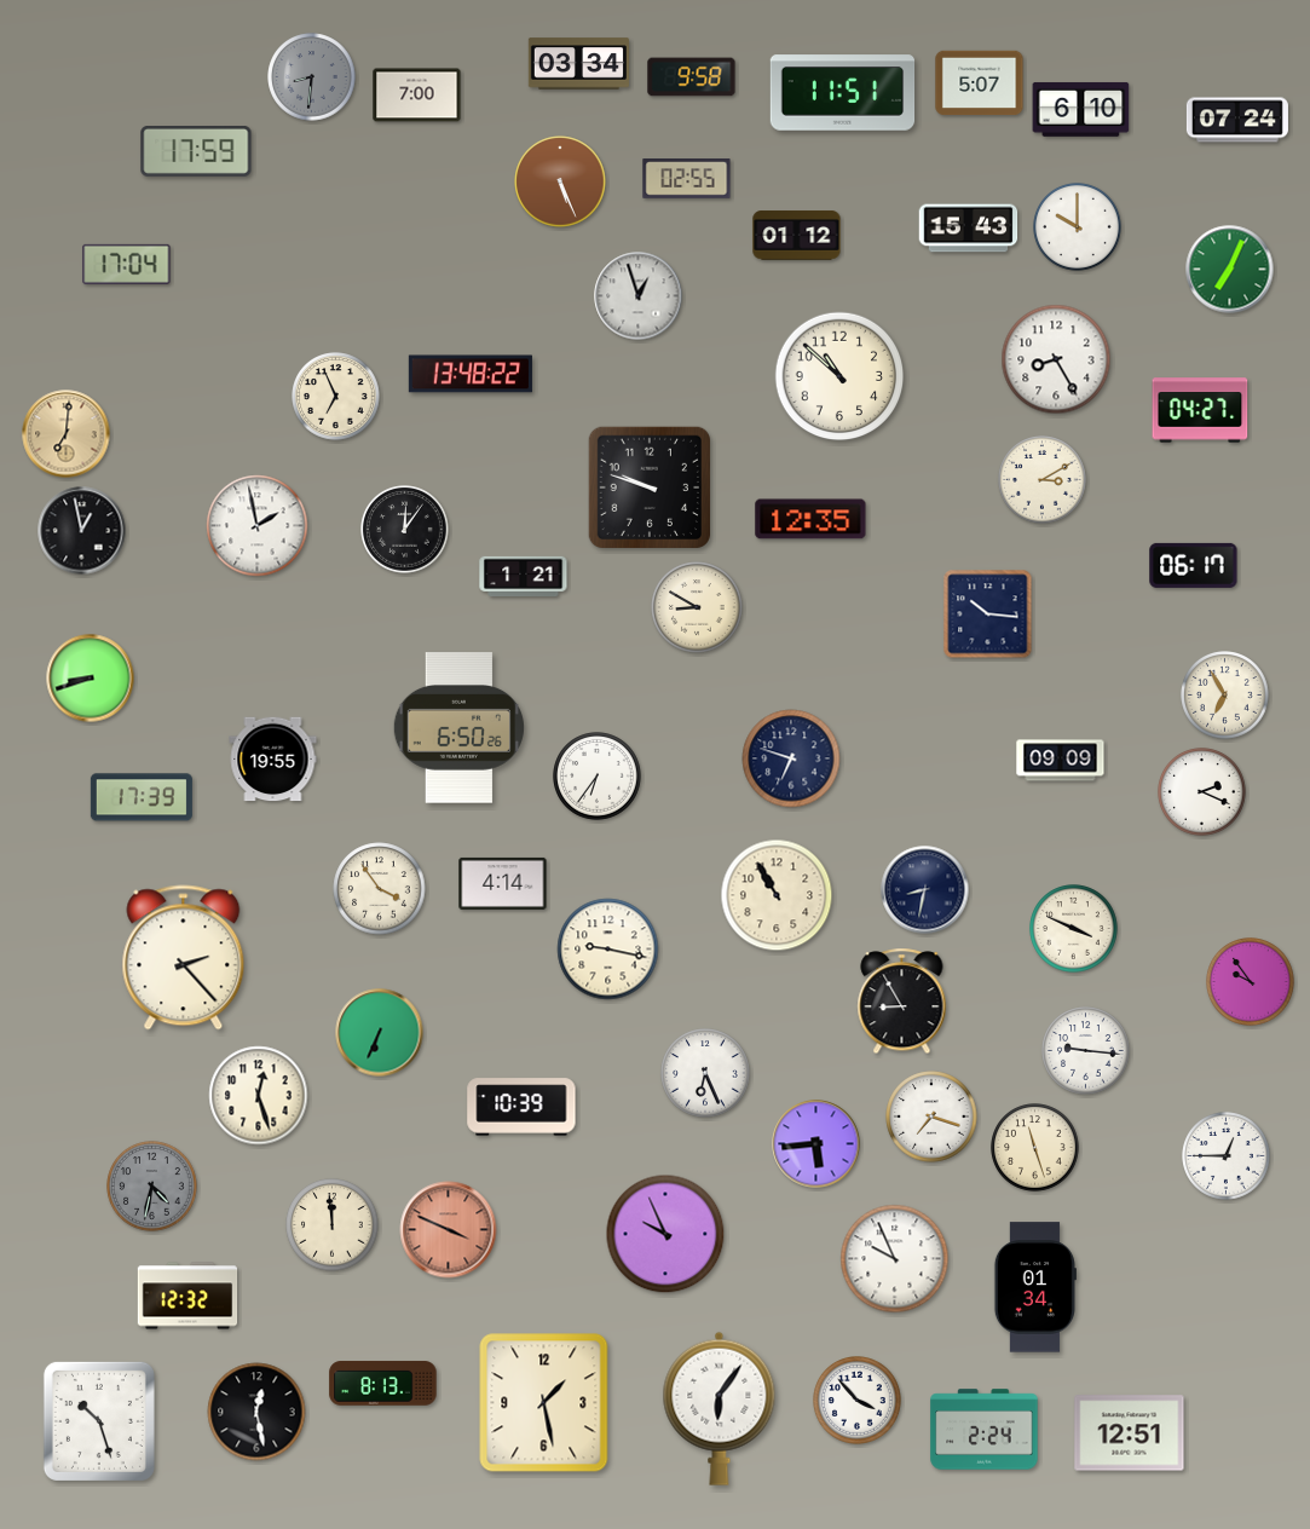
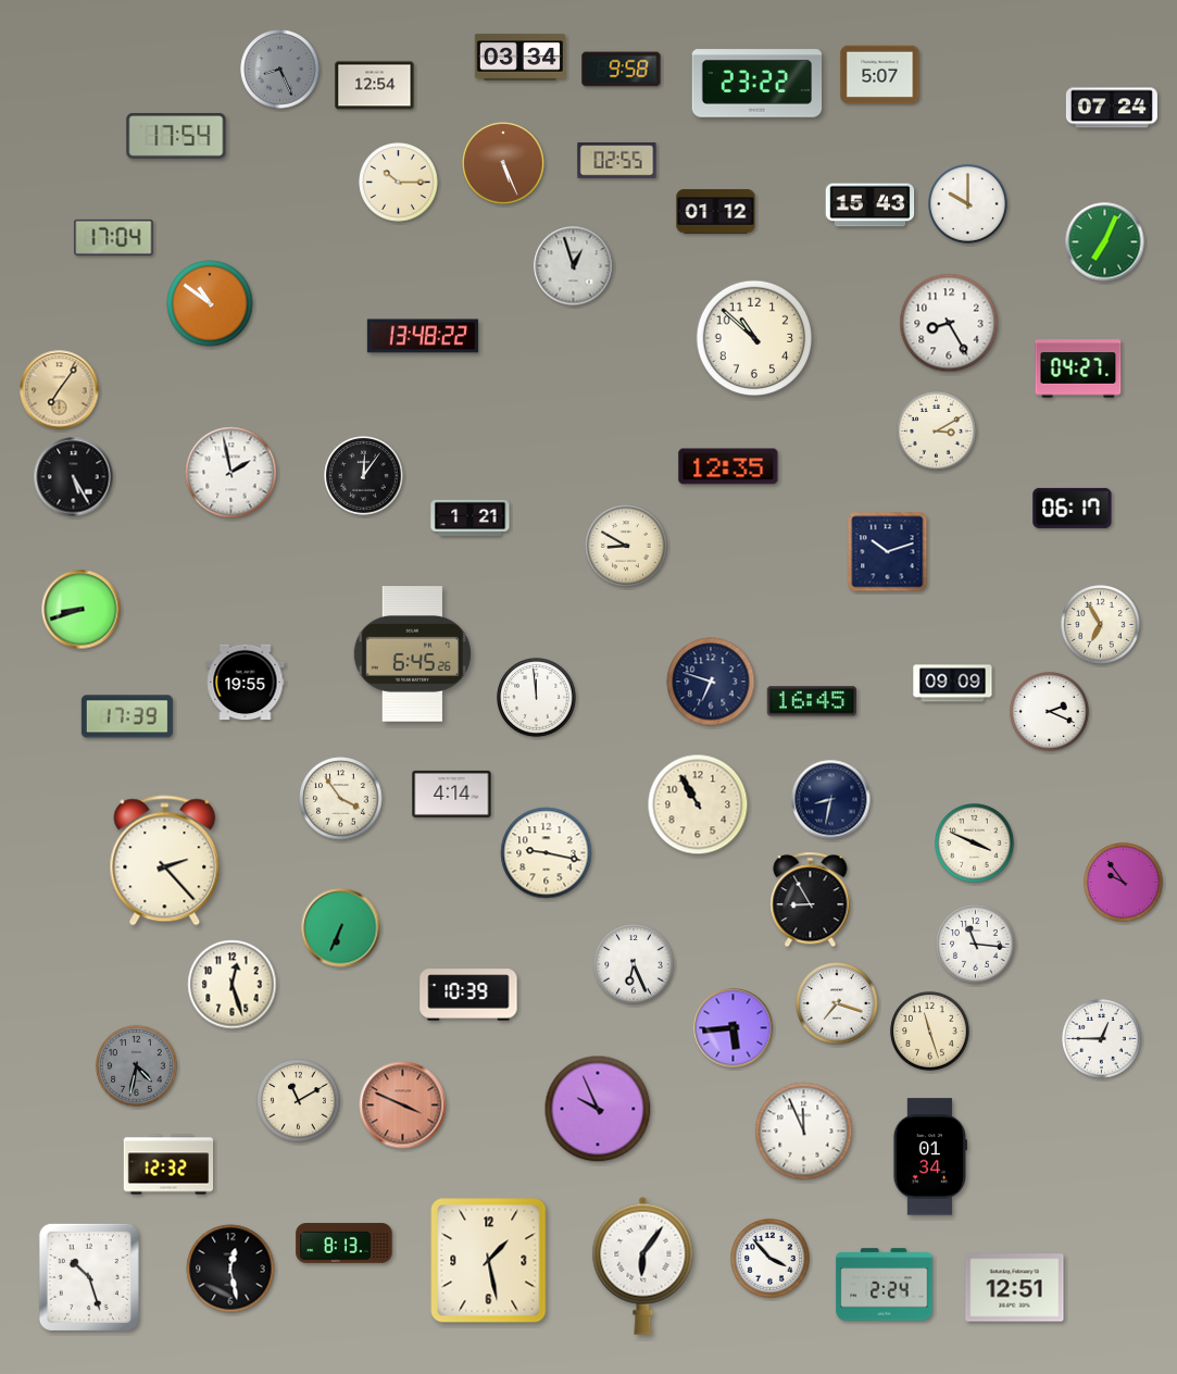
clock at (312, 77): 8:31 -> 8:26
clock at (843, 93): 11:51 -> 23:22
clock at (417, 96): 7:00 -> 12:54
clock at (1081, 109): 6:10 -> none
clock at (196, 152): 17:59 -> 17:54
clock at (399, 183): none -> 10:15
clock at (210, 303): none -> 10:51
clock at (336, 397): 6:56 -> none
clock at (67, 434): 7:01 -> 7:06
clock at (648, 486): 9:48 -> none
clock at (82, 531): 12:58 -> 5:25
clock at (988, 615): 10:16 -> 10:12
clock at (458, 728): 6:50 -> 6:45
clock at (598, 777): 6:36 -> 11:59
clock at (811, 701): none -> 16:45
clock at (1202, 792) position: (1202, 792) -> (1050, 712)
clock at (1074, 929) position: (1074, 929) -> (975, 844)
clock at (1086, 1051): 9:16 -> 11:16
clock at (333, 1225): 11:59 -> 11:10
clock at (895, 1259): 9:56 -> 11:56
clock at (720, 1408) position: (720, 1408) -> (643, 1265)
